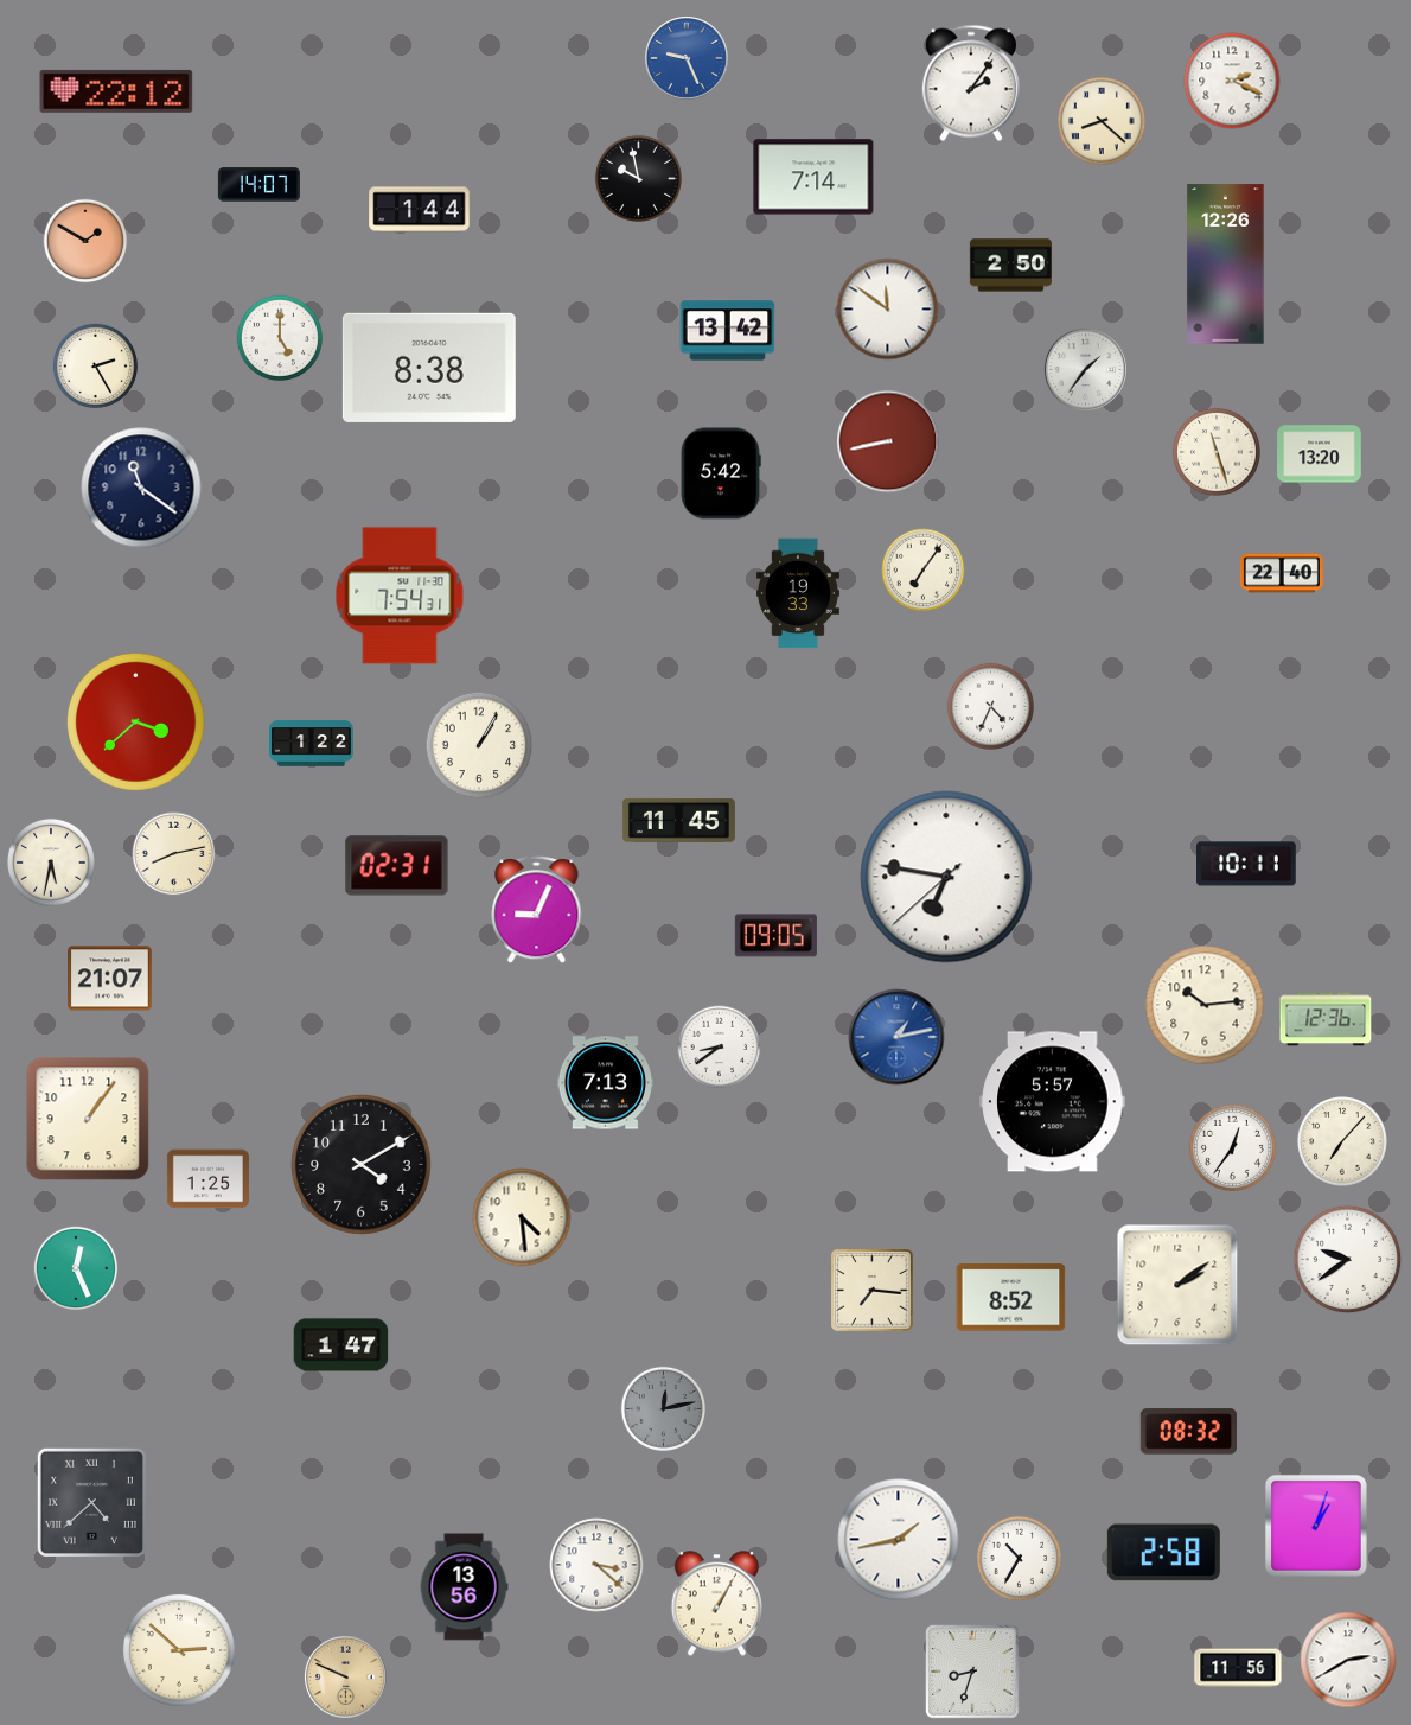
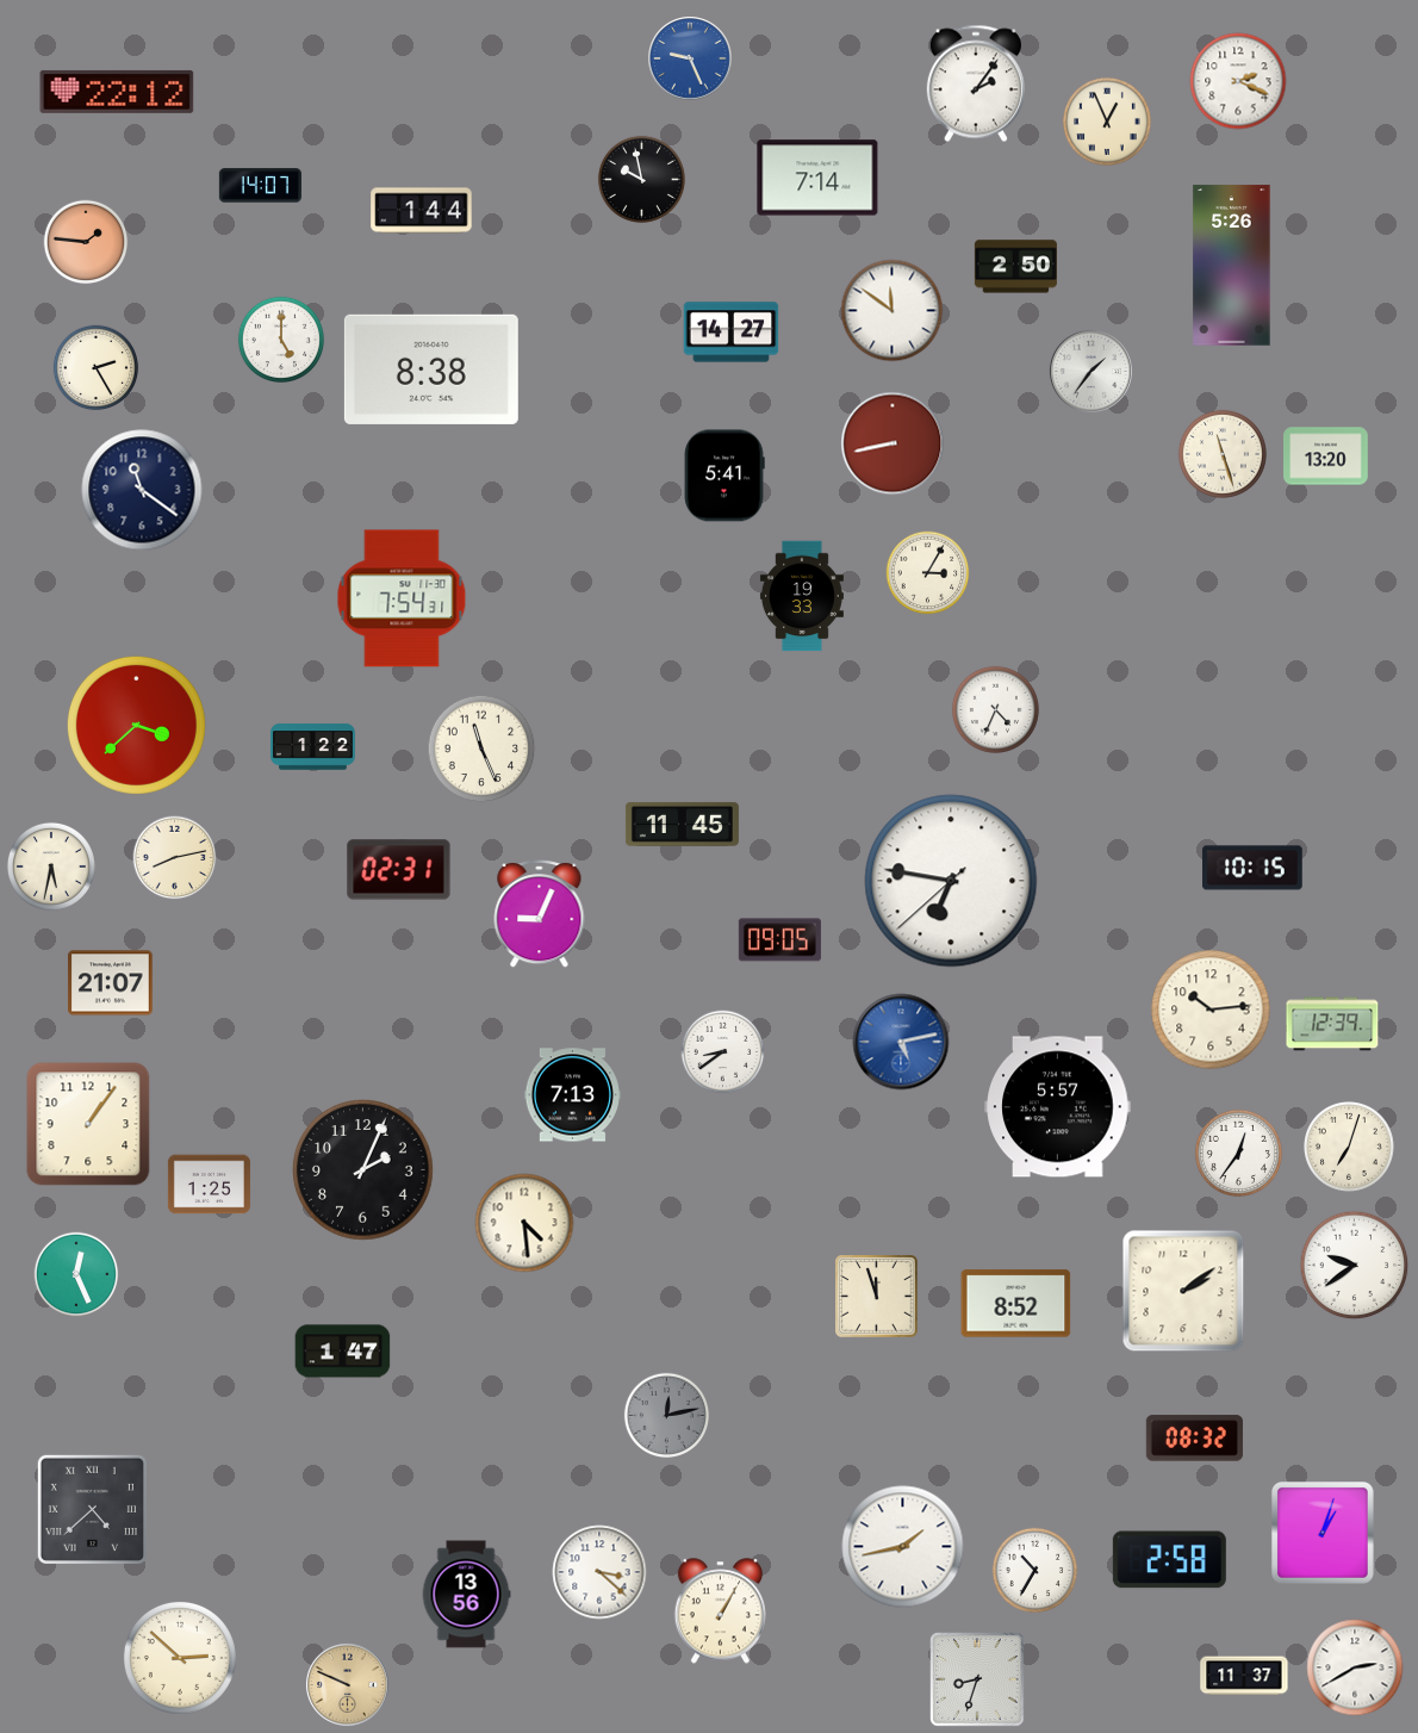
clock at (1102, 121): 8:22 -> 12:56
clock at (85, 241): 1:50 -> 1:46
clock at (1226, 265): 12:26 -> 5:26
clock at (728, 331): 13:42 -> 14:27
clock at (721, 473): 5:42 -> 5:41
clock at (924, 571): 7:06 -> 3:05
clock at (1282, 573): 22:40 -> none
clock at (479, 745): 1:05 -> 11:26
clock at (1246, 864): 10:11 -> 10:15
clock at (1326, 1019): 12:36 -> 12:39
clock at (896, 1037): 1:13 -> 5:13
clock at (605, 1083) position: (605, 1083) -> (572, 1095)
clock at (1342, 1141): 7:07 -> 7:03
clock at (362, 1165): 4:10 -> 2:04
clock at (873, 1291): 7:16 -> 11:57
clock at (1020, 1559) position: (1020, 1559) -> (1035, 1571)
clock at (1238, 1668): 11:56 -> 11:37
